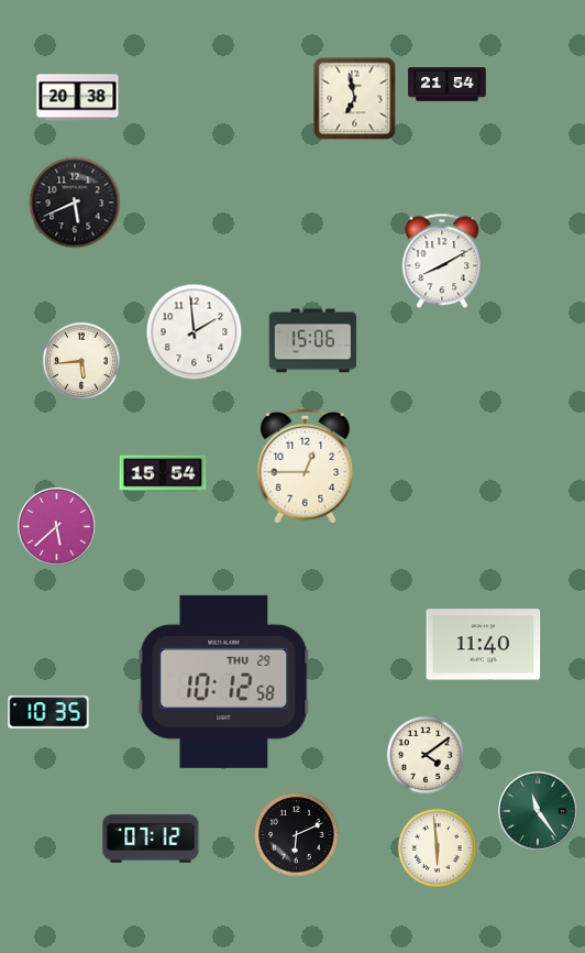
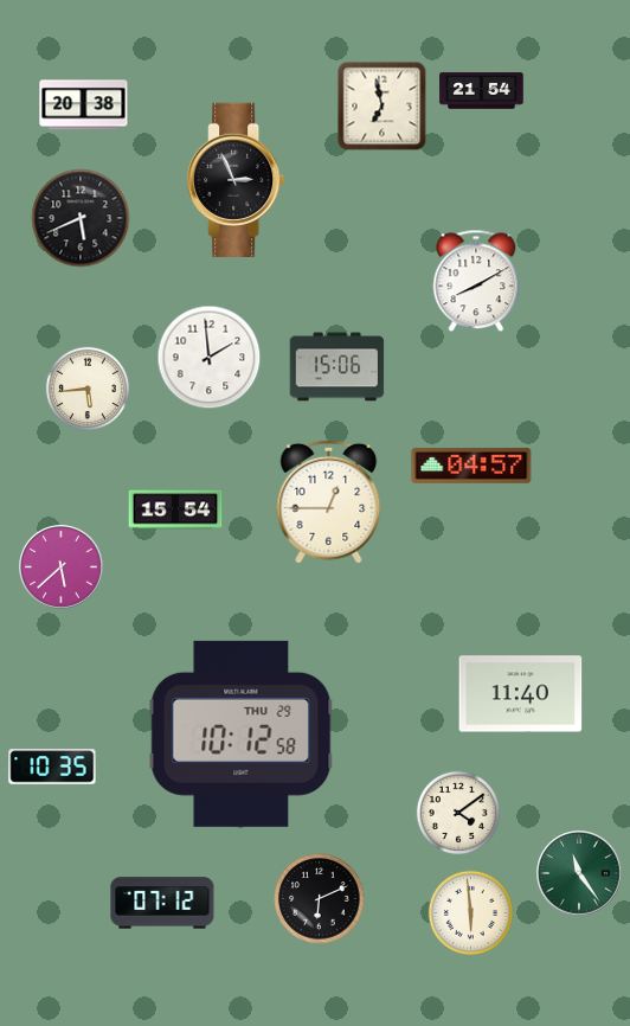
clock at (236, 180): none -> 2:56
clock at (471, 466): none -> 04:57
